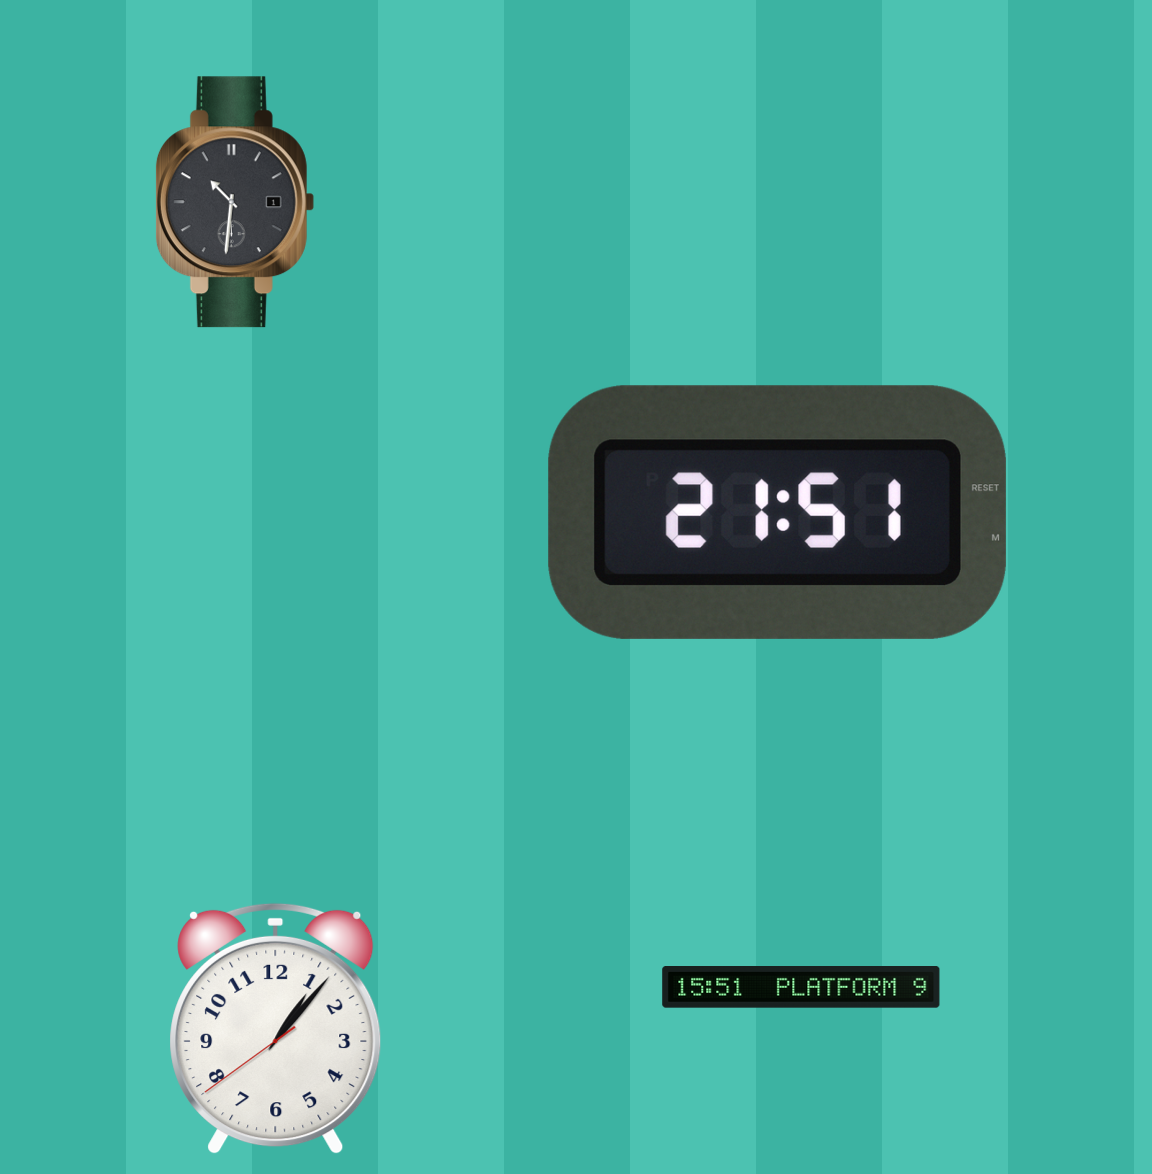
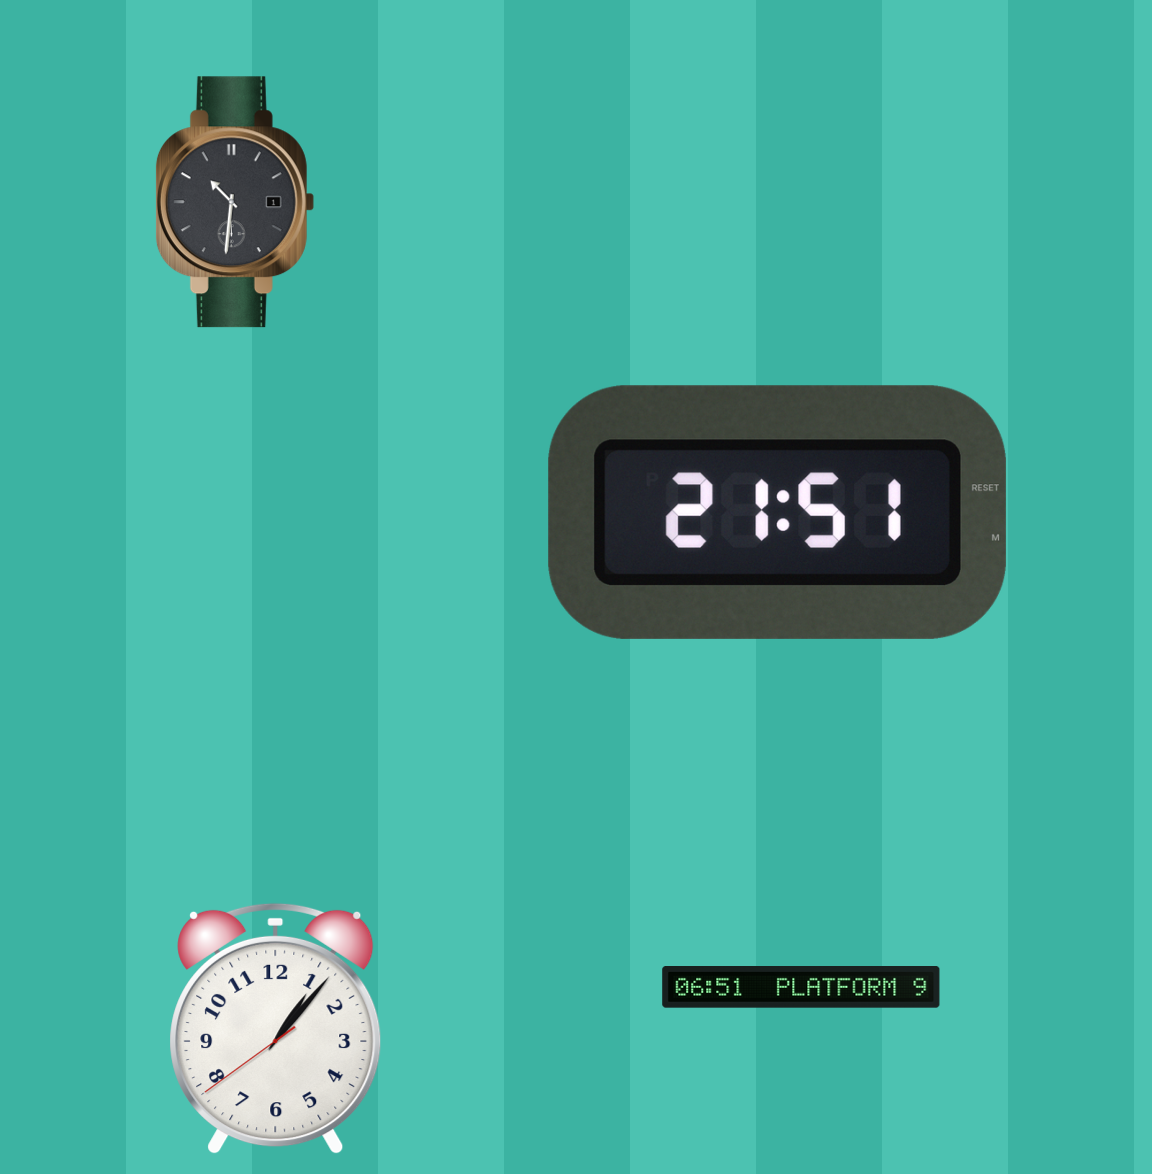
clock at (801, 988): 15:51 -> 06:51
